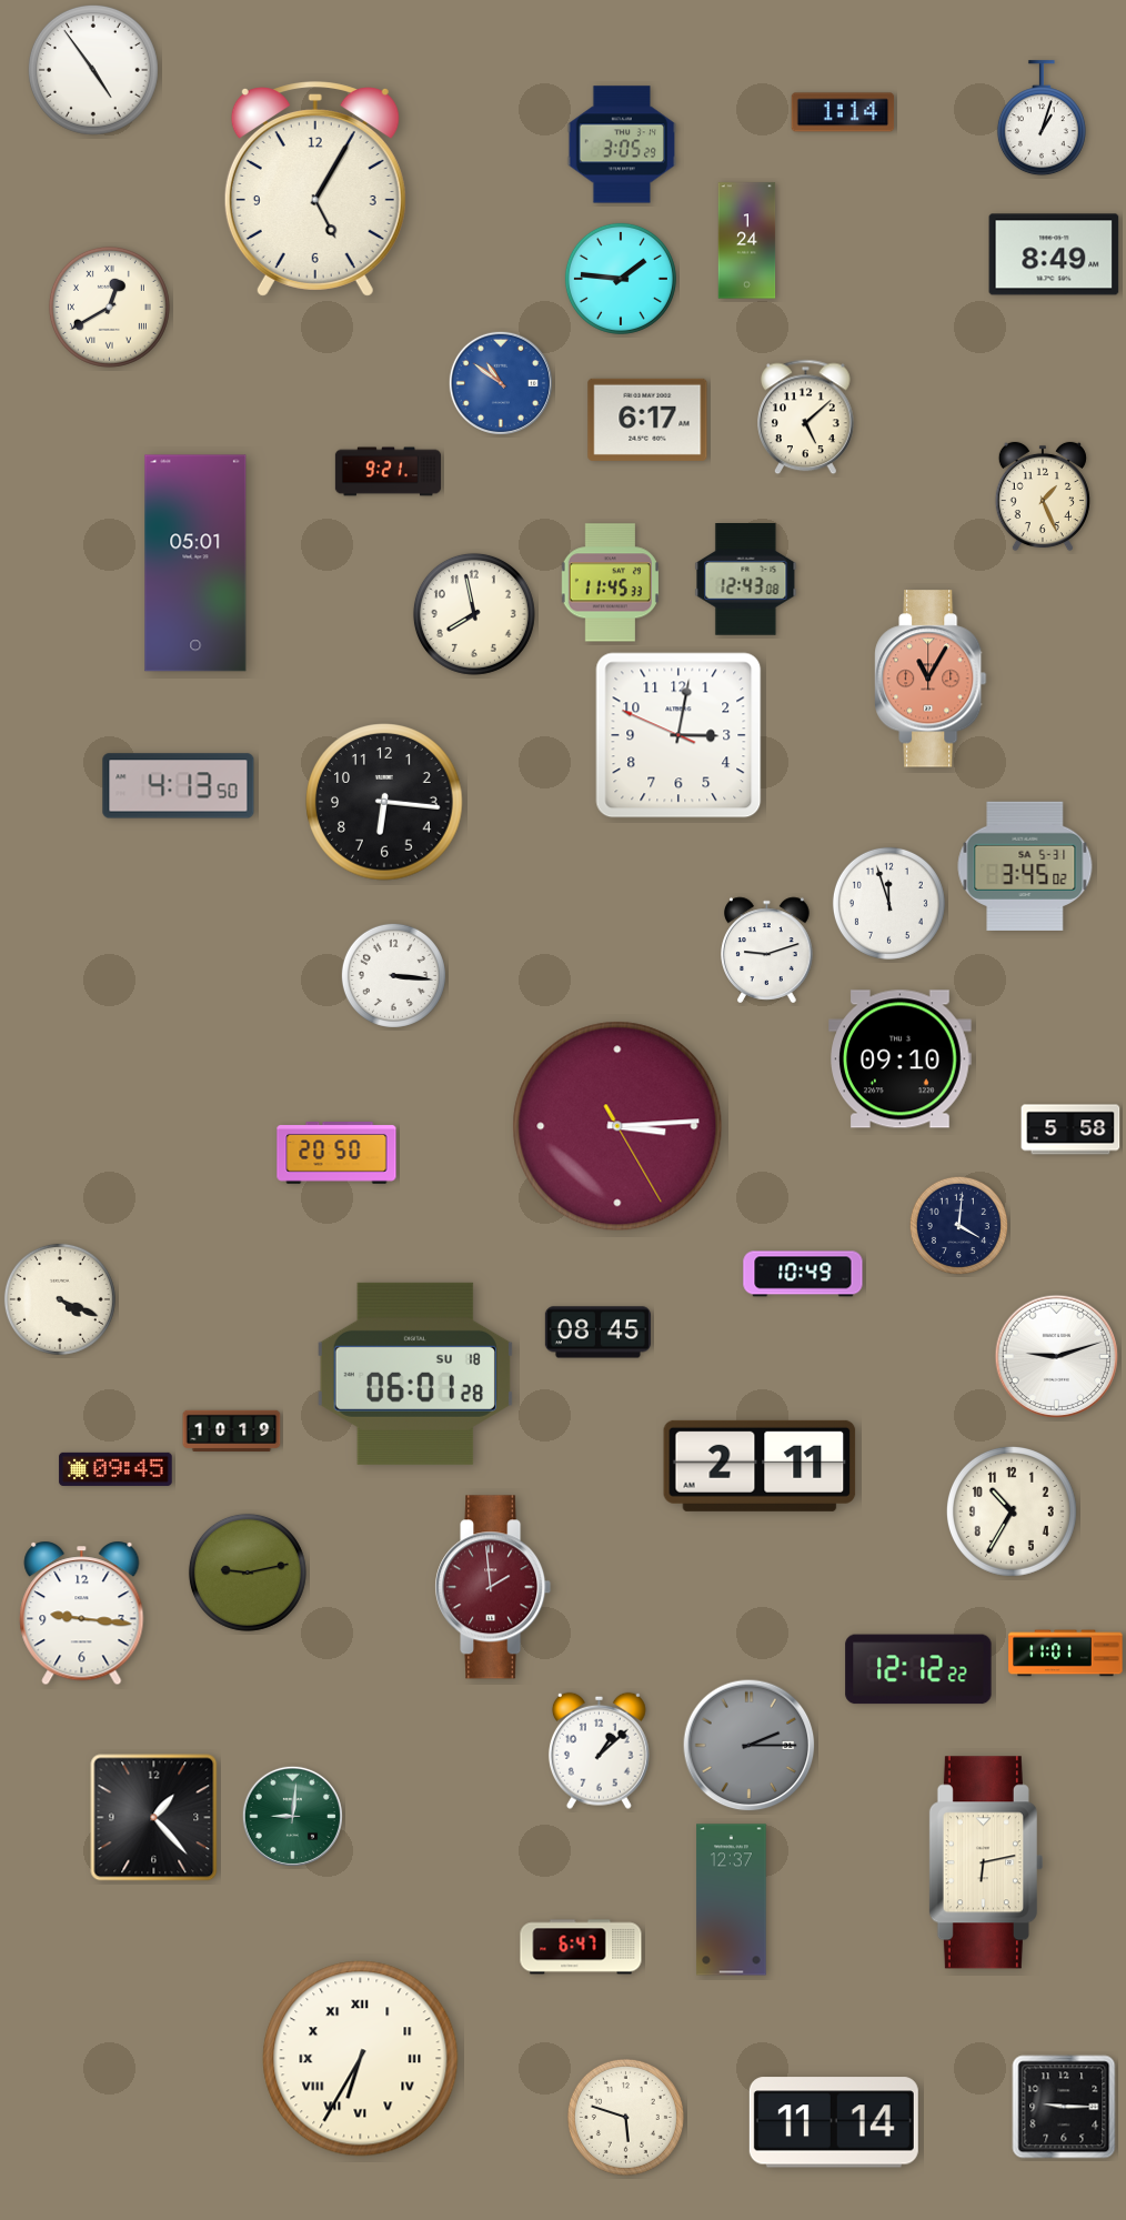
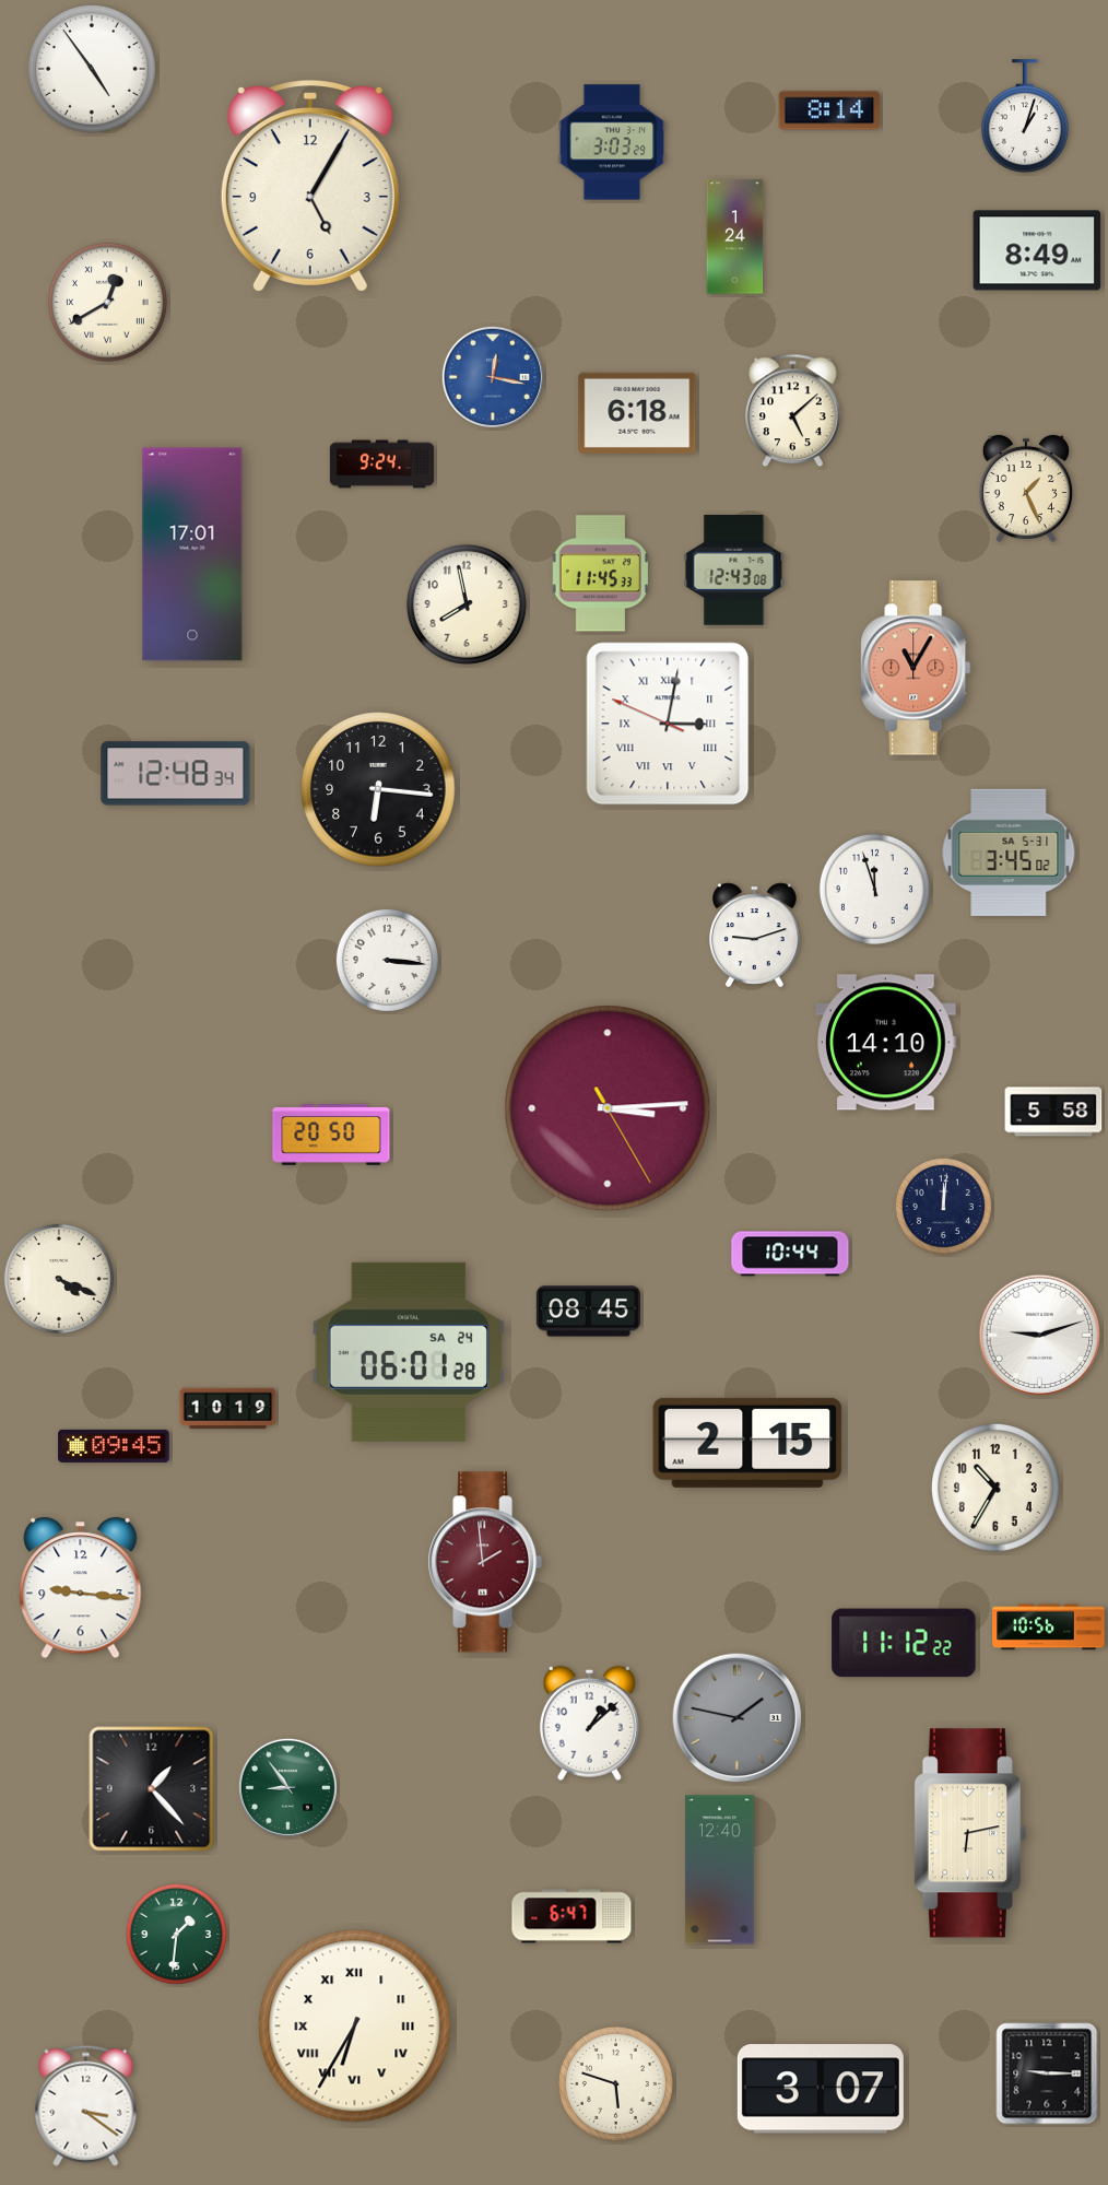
clock at (843, 112): 1:14 -> 8:14
clock at (622, 144): 3:05 -> 3:03
clock at (621, 279): 1:46 -> none
clock at (501, 383): 10:51 -> 12:17
clock at (647, 420): 6:17 -> 6:18
clock at (388, 472): 9:21 -> 9:24
clock at (195, 563): 05:01 -> 17:01
clock at (678, 735) numerals: Arabic -> Roman
clock at (179, 786): 4:13 -> 12:48
clock at (901, 1059): 09:10 -> 14:10
clock at (958, 1225): 4:01 -> 12:01
clock at (803, 1274): 10:49 -> 10:44
clock at (415, 1374) date: SU 18 -> SA 24
clock at (760, 1466): 2:11 -> 2:15
clock at (248, 1573): 9:13 -> none
clock at (1066, 1654): 11:01 -> 10:56
clock at (918, 1669): 12:12 -> 11:12
clock at (750, 1746): 2:15 -> 1:47
clock at (292, 1816): 9:01 -> 8:54
clock at (732, 1900): 12:37 -> 12:40
clock at (176, 1934): none -> 1:31
clock at (834, 2122): 11:14 -> 3:07
clock at (86, 2105): none -> 3:21
